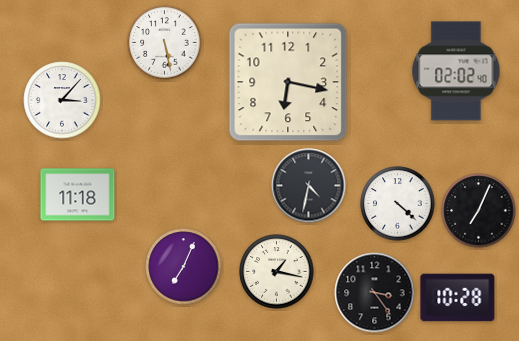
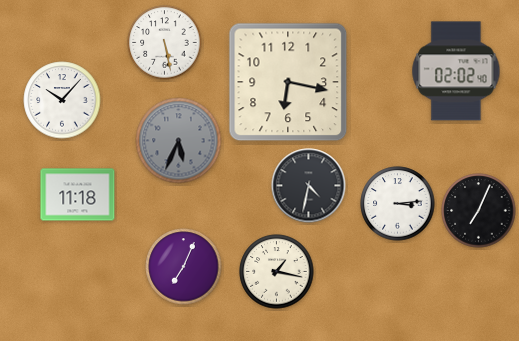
clock at (62, 100): 3:07 -> 10:07
clock at (179, 141): none -> 5:34
clock at (398, 204): 4:22 -> 3:14
clock at (375, 293): 3:24 -> none
clock at (458, 298): 10:28 -> none
